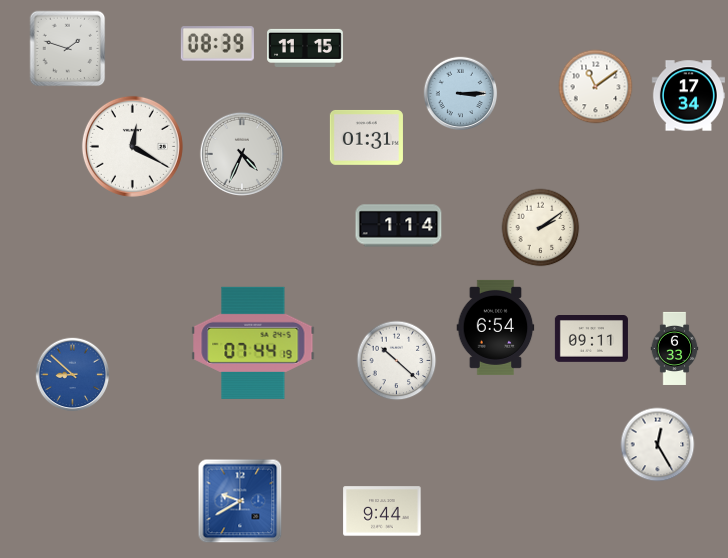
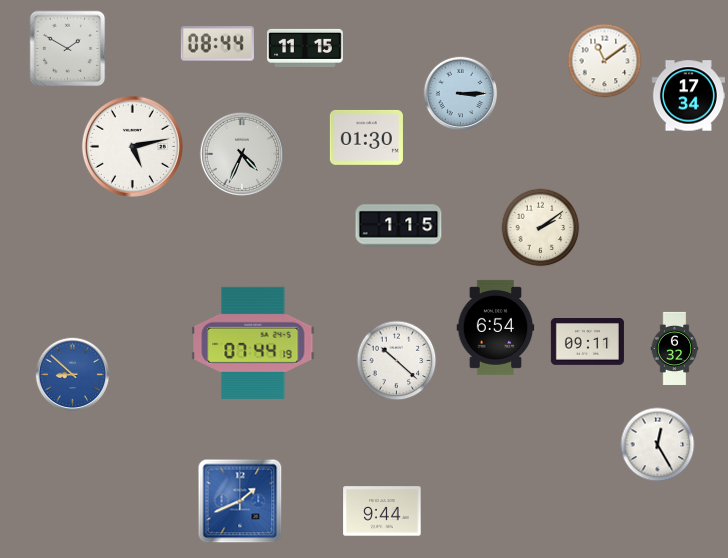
clock at (217, 44): 08:39 -> 08:44
clock at (68, 49): 1:48 -> 1:50
clock at (596, 87) position: (596, 87) -> (605, 61)
clock at (366, 137): 01:31 -> 01:30
clock at (132, 146): 12:20 -> 5:13
clock at (399, 226): 1:14 -> 1:15
clock at (591, 339) position: (591, 339) -> (587, 342)
clock at (675, 348): 6:33 -> 6:32
clock at (240, 501): 9:40 -> 1:41
